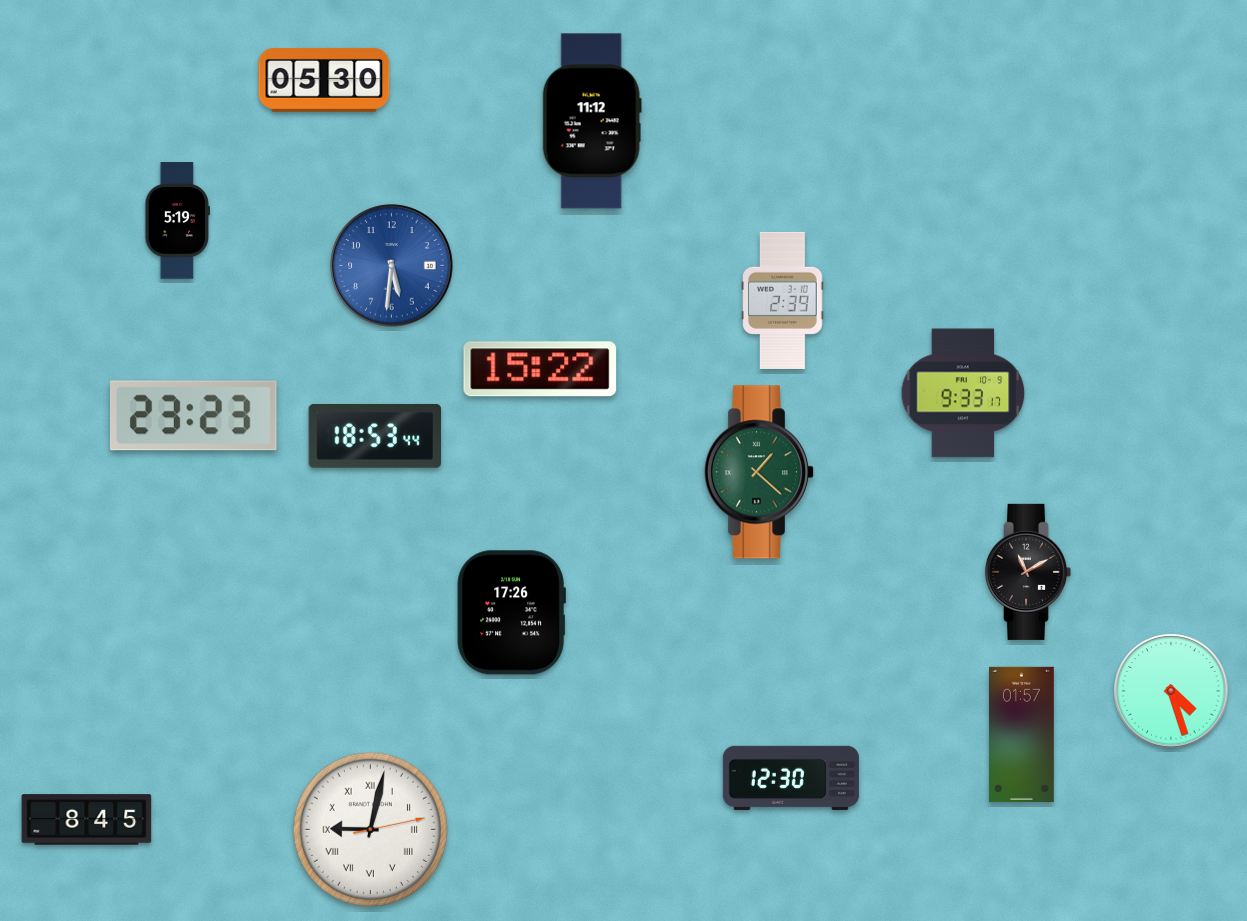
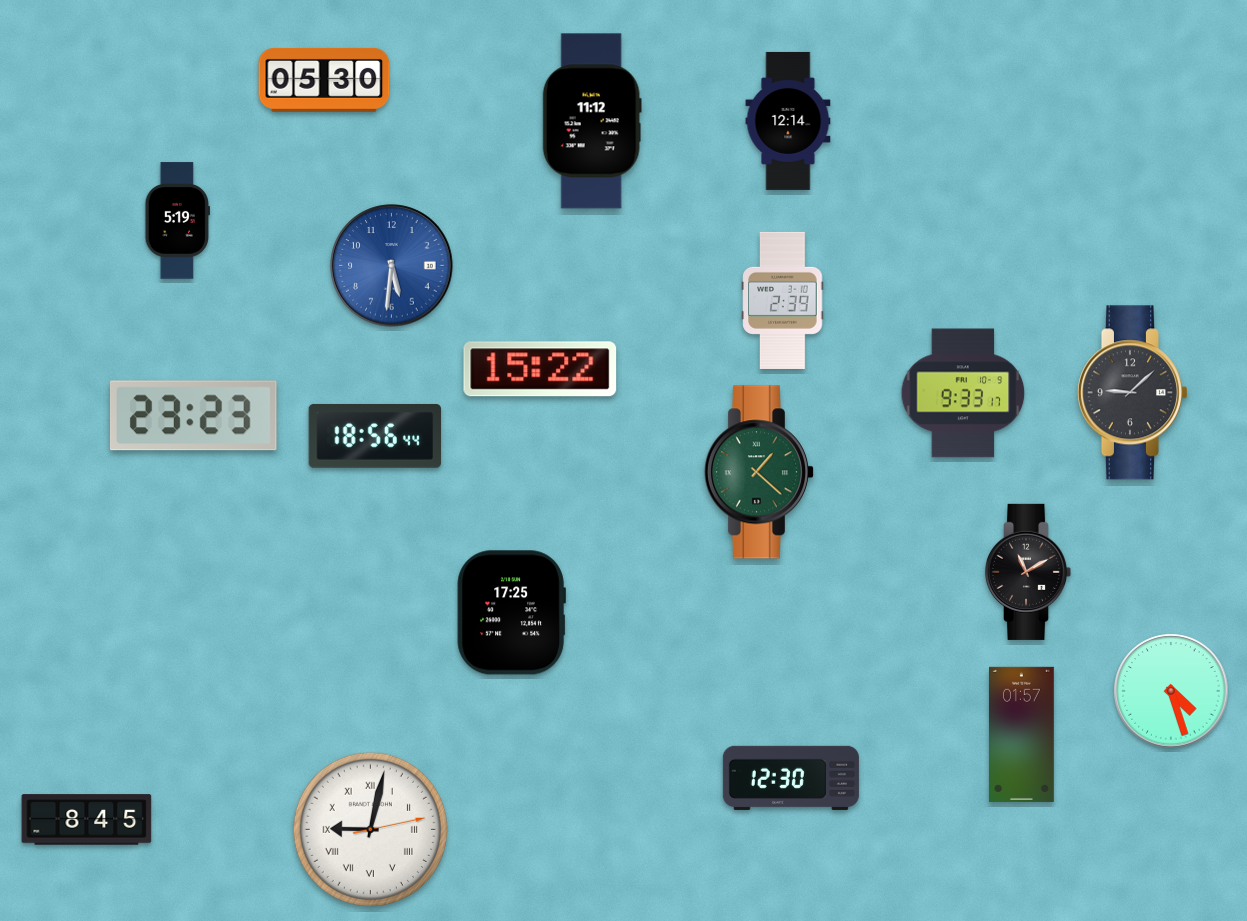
clock at (788, 121): none -> 12:14
clock at (1132, 393): none -> 9:08
clock at (375, 436): 18:53 -> 18:56
clock at (511, 613): 17:26 -> 17:25
